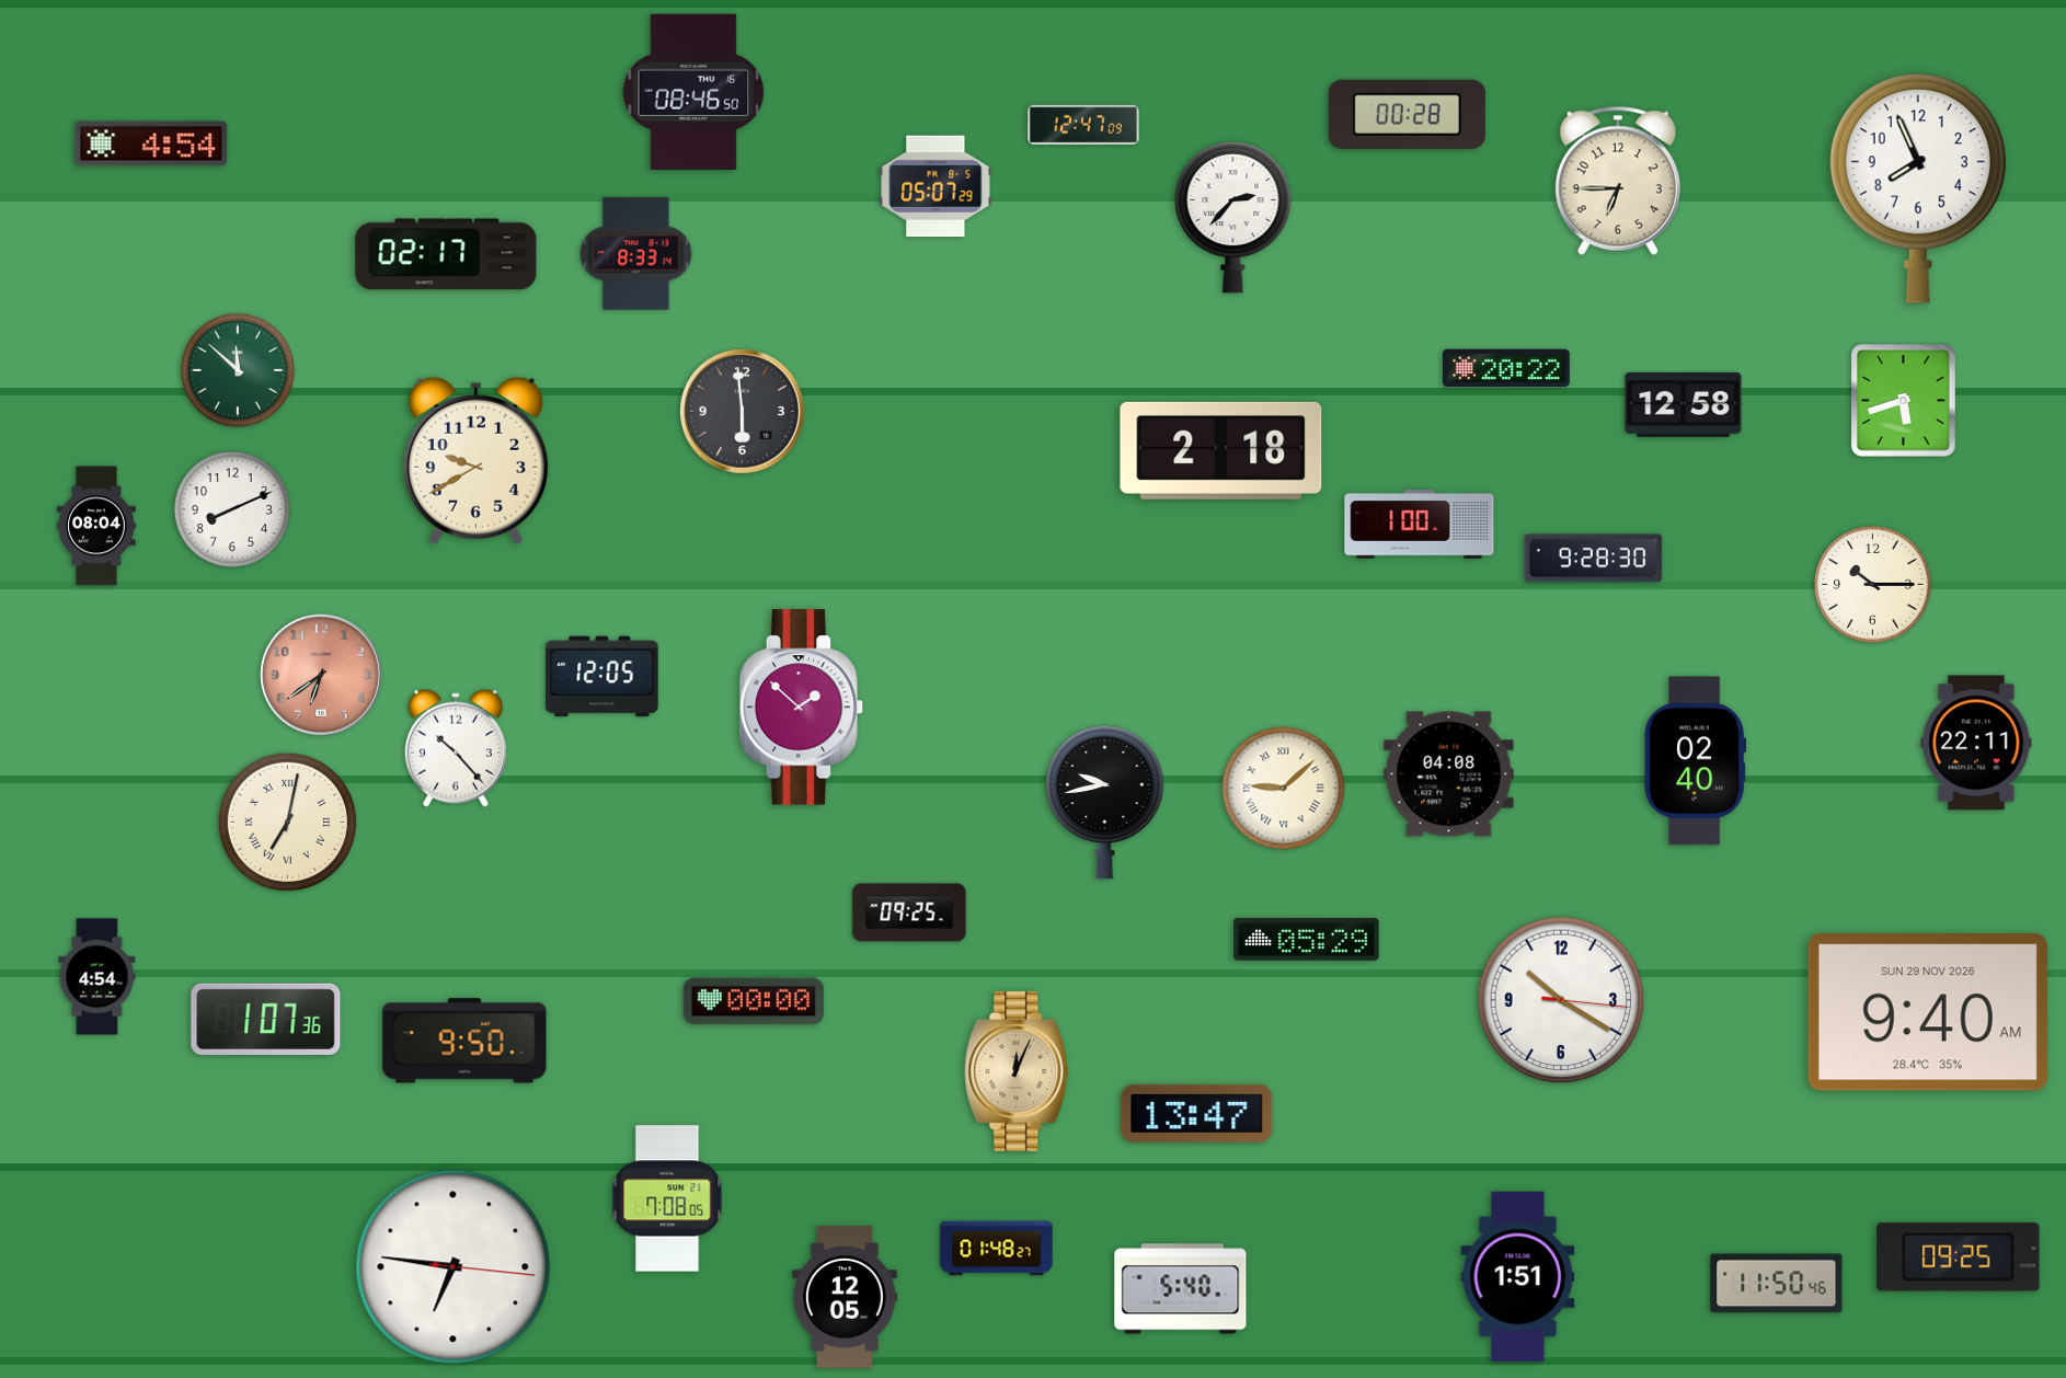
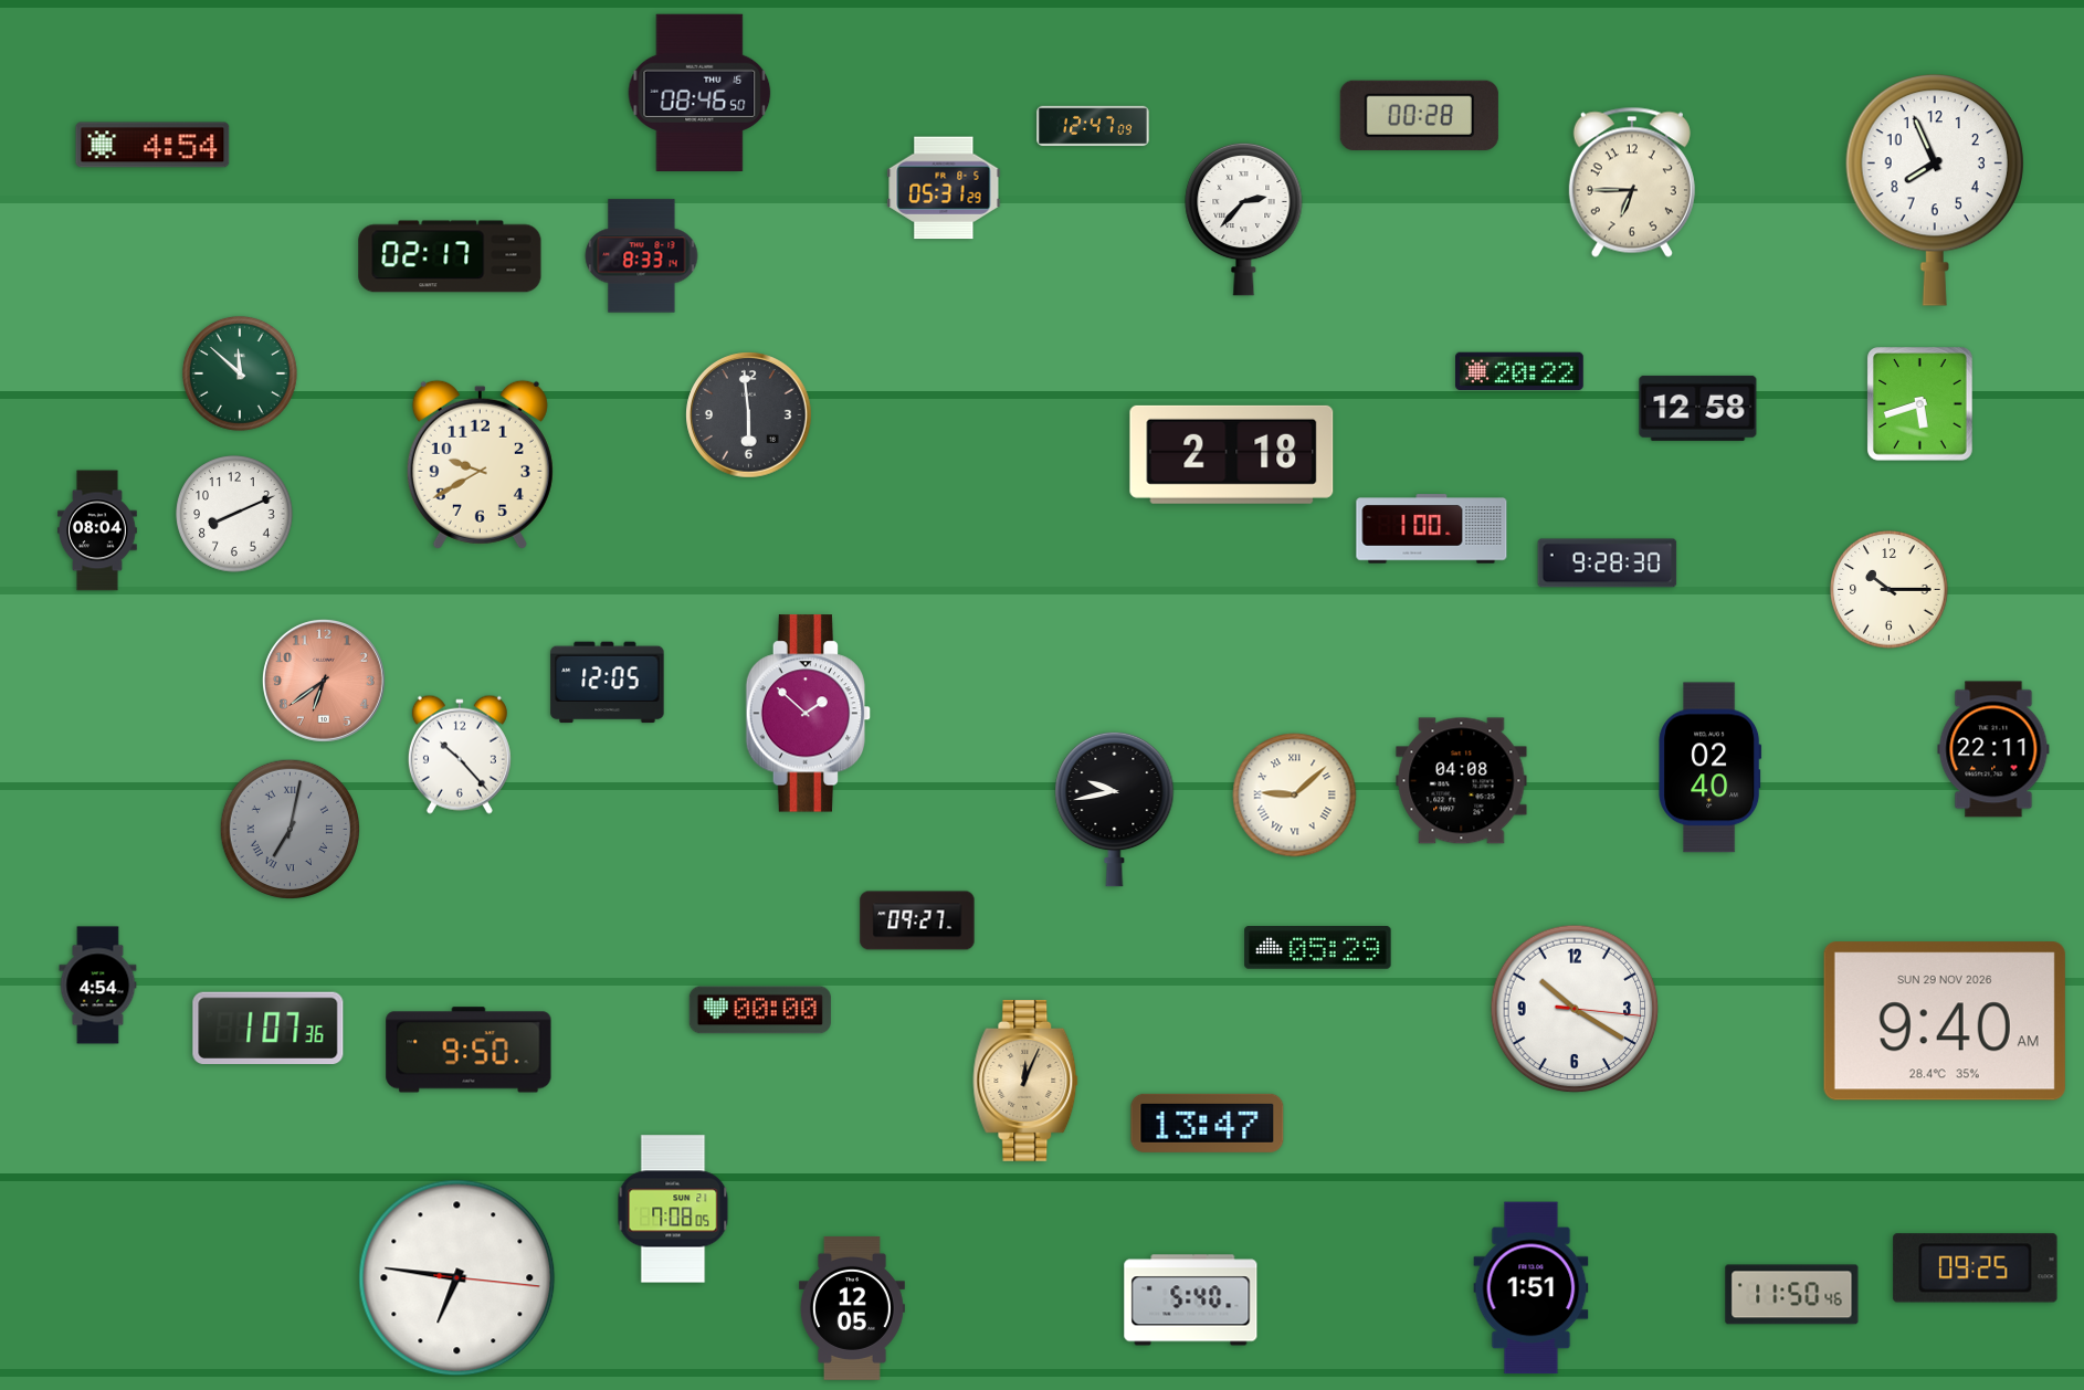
clock at (936, 186): 05:07 -> 05:31
clock at (287, 822) dial: cream -> grey
clock at (909, 912): 09:25 -> 09:27
clock at (997, 1249): 01:48 -> none
